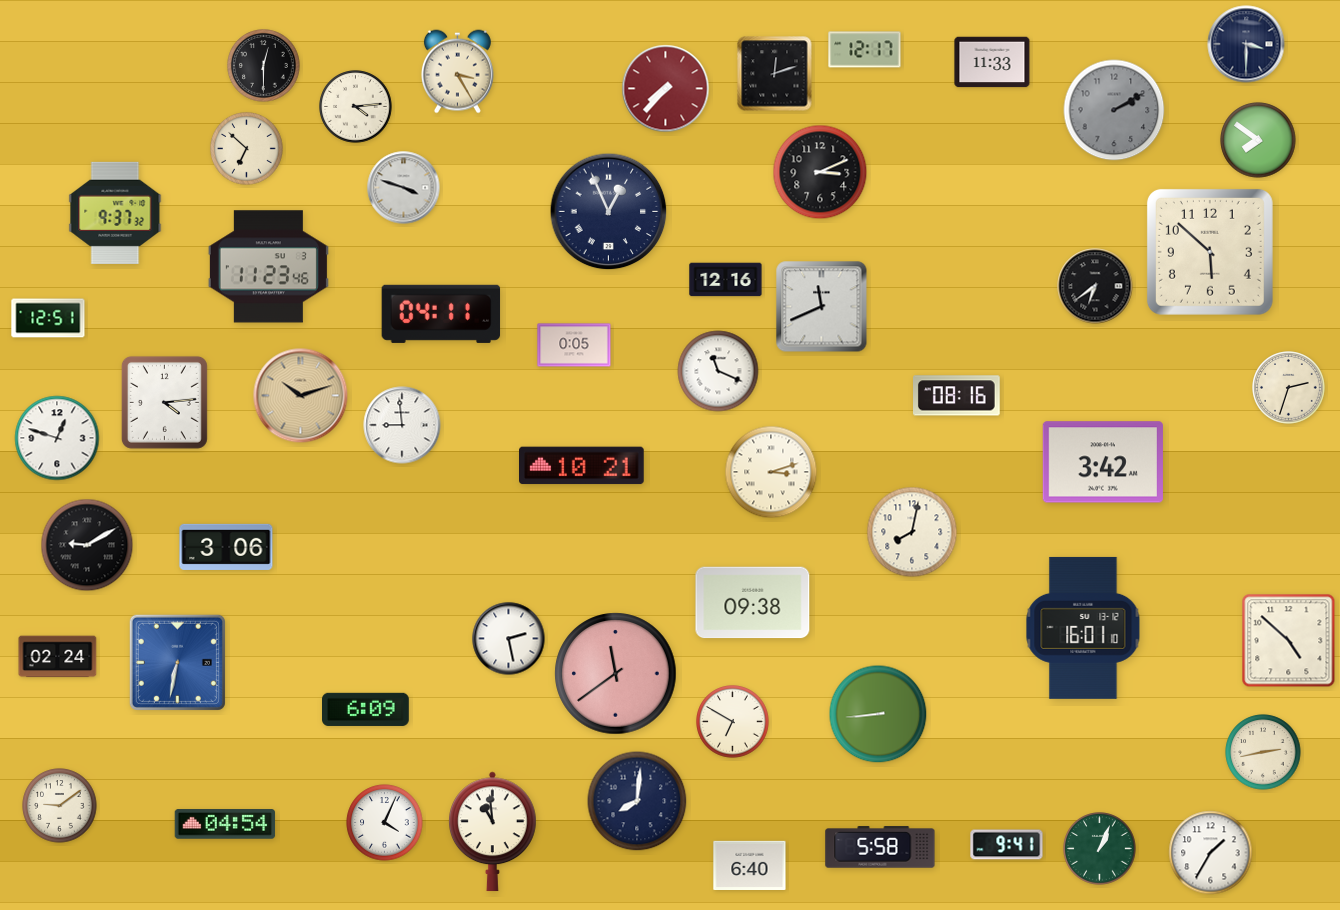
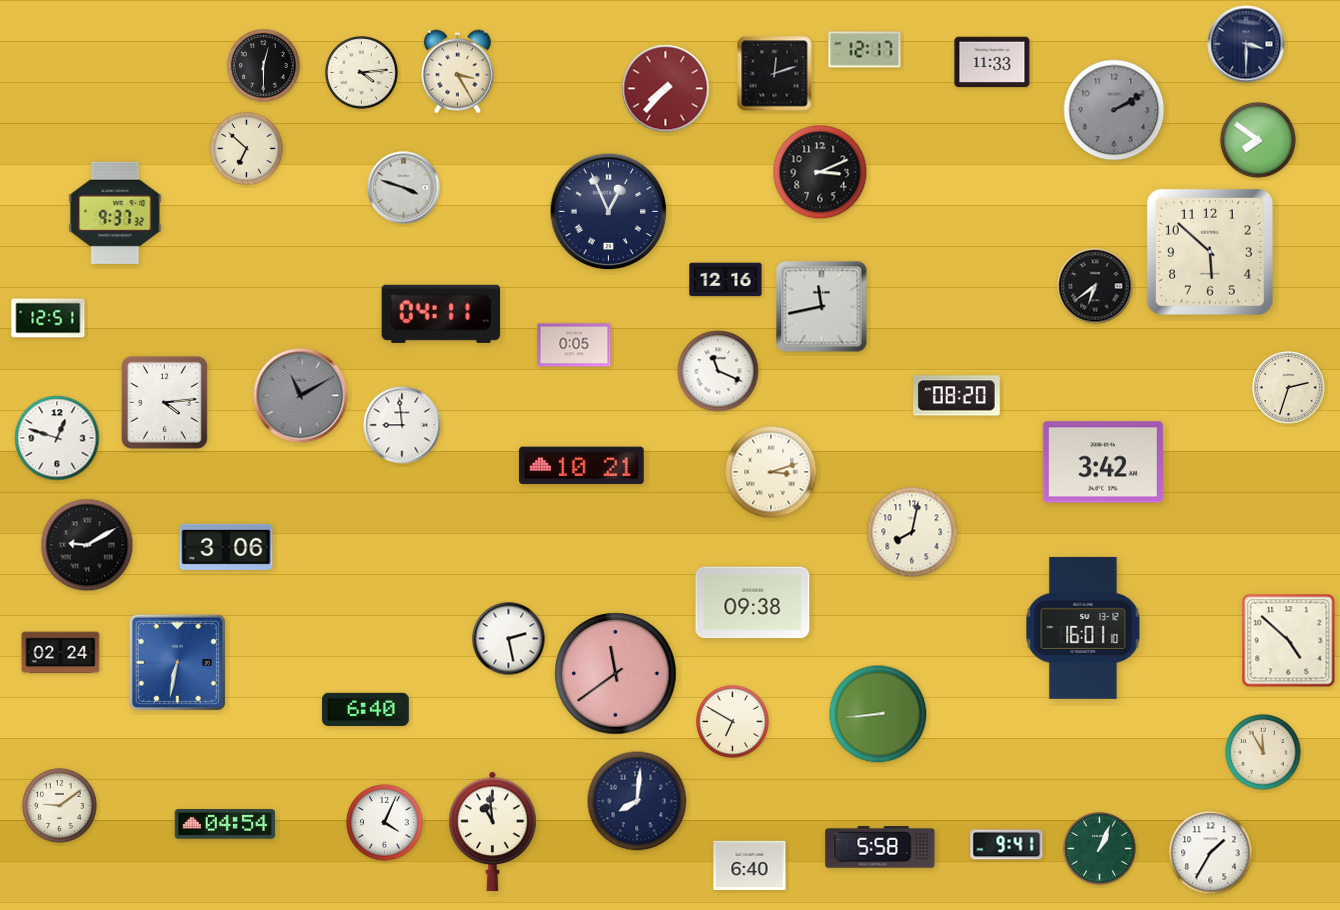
clock at (356, 107) position: (356, 107) -> (362, 73)
clock at (268, 267): 11:23 -> none
clock at (822, 307): 11:41 -> 11:43
clock at (301, 396): 10:12 -> 11:10
clock at (301, 396) dial: champagne -> grey
clock at (957, 396): 08:16 -> 08:20
clock at (58, 657) position: (58, 657) -> (61, 653)
clock at (366, 709): 6:09 -> 6:40
clock at (1263, 752): 2:43 -> 11:55
